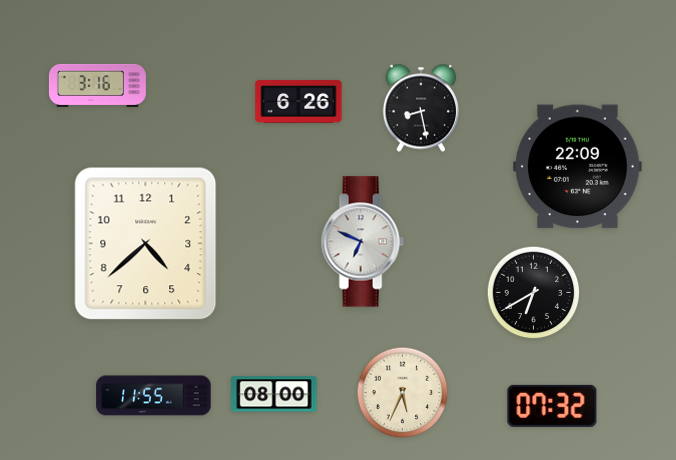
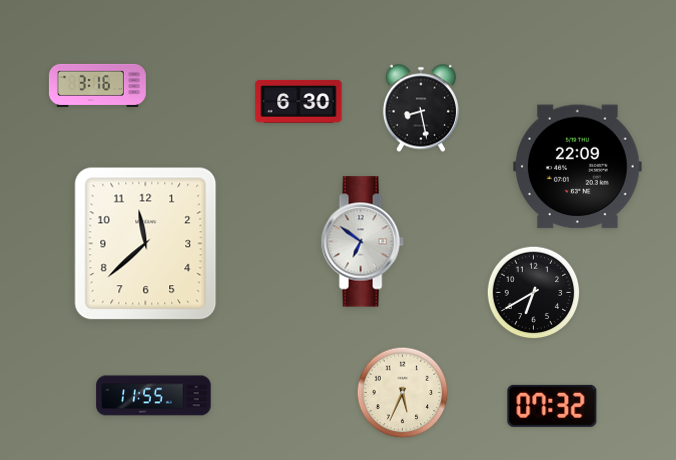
clock at (299, 101): 6:26 -> 6:30
clock at (362, 242): 6:49 -> 6:51
clock at (146, 244): 4:38 -> 11:38
clock at (274, 394): 08:00 -> none
